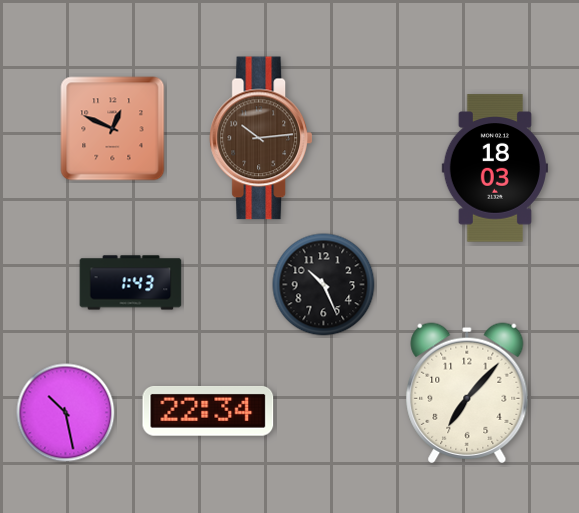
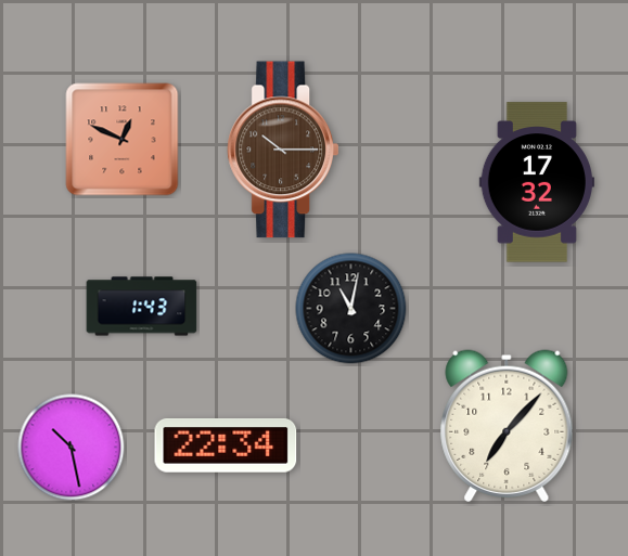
clock at (260, 138): 10:14 -> 10:15
clock at (495, 168): 18:03 -> 17:32
clock at (324, 285): 10:26 -> 11:02
